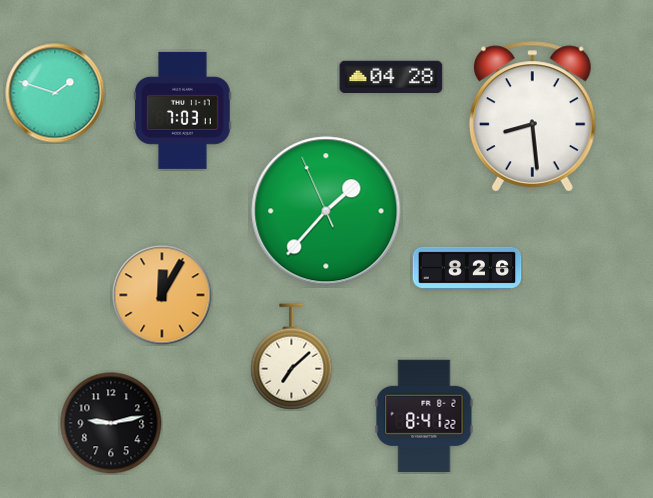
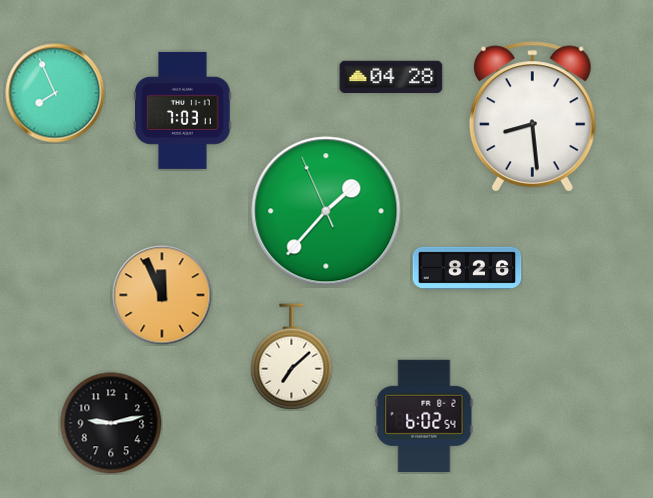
clock at (55, 93): 1:48 -> 7:56
clock at (162, 295): 12:05 -> 11:56
clock at (424, 416): 8:41 -> 6:02
